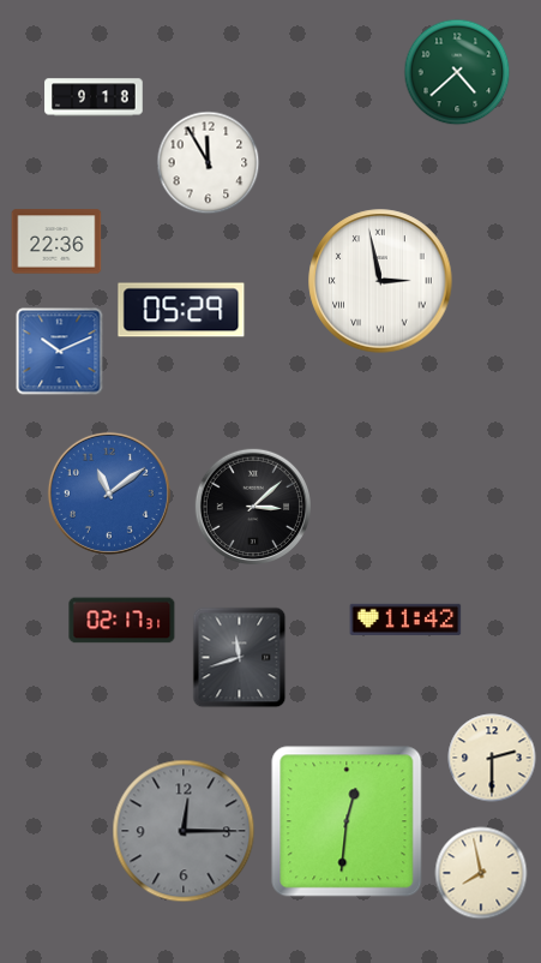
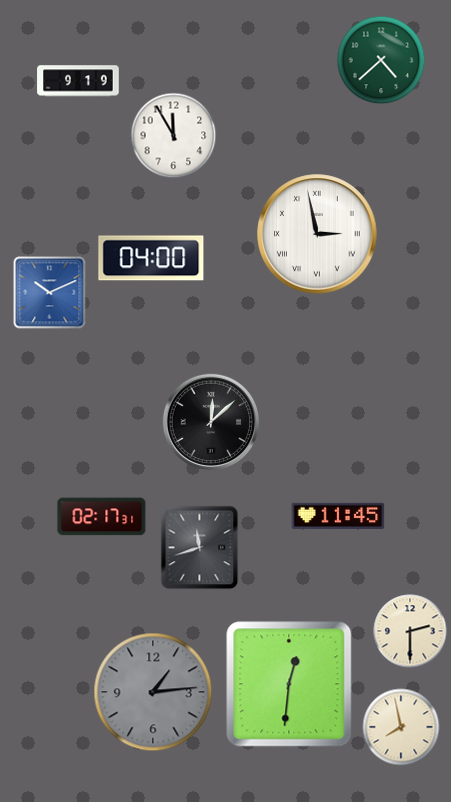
clock at (94, 97): 9:18 -> 9:19
clock at (56, 241): 22:36 -> none
clock at (181, 310): 05:29 -> 04:00
clock at (109, 494): 11:09 -> none
clock at (252, 506): 3:08 -> 12:08
clock at (405, 620): 11:42 -> 11:45
clock at (184, 831): 12:15 -> 1:14
